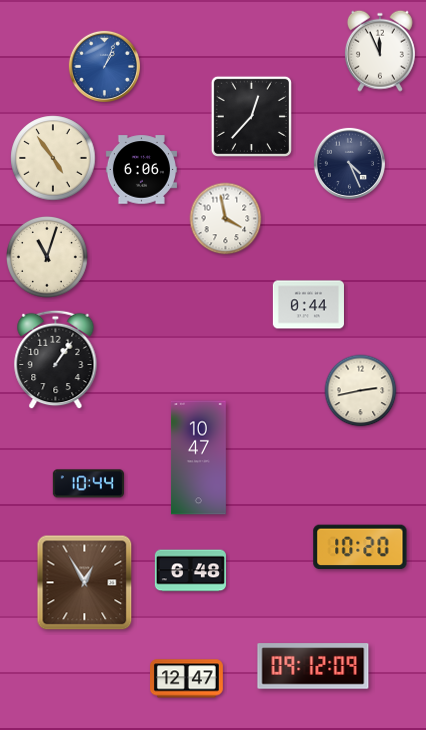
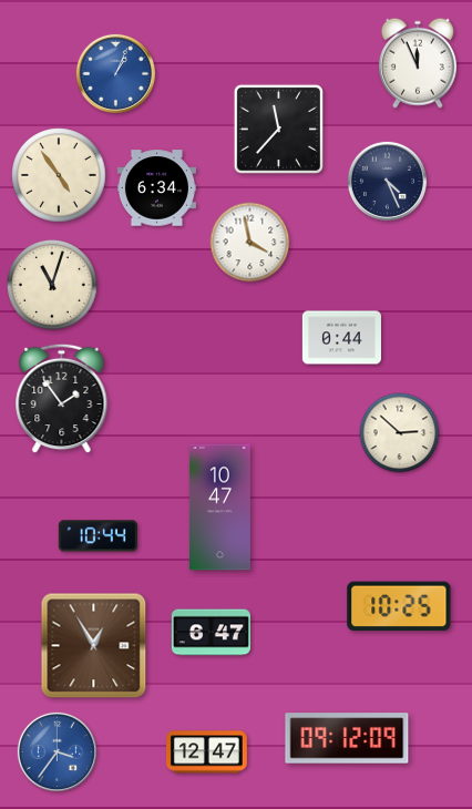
clock at (380, 51) position: (380, 51) -> (418, 63)
clock at (251, 116): 12:37 -> 11:37
clock at (141, 170): 6:06 -> 6:34
clock at (56, 360): 1:06 -> 1:54
clock at (361, 391): 2:43 -> 2:52
clock at (360, 547): 10:20 -> 10:25
clock at (190, 571): 6:48 -> 6:47
clock at (57, 751): none -> 3:36
